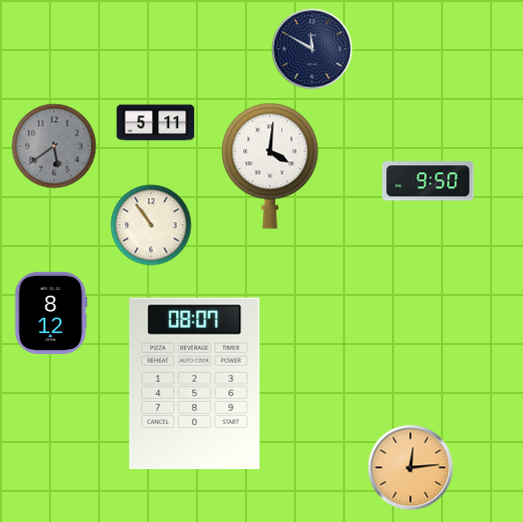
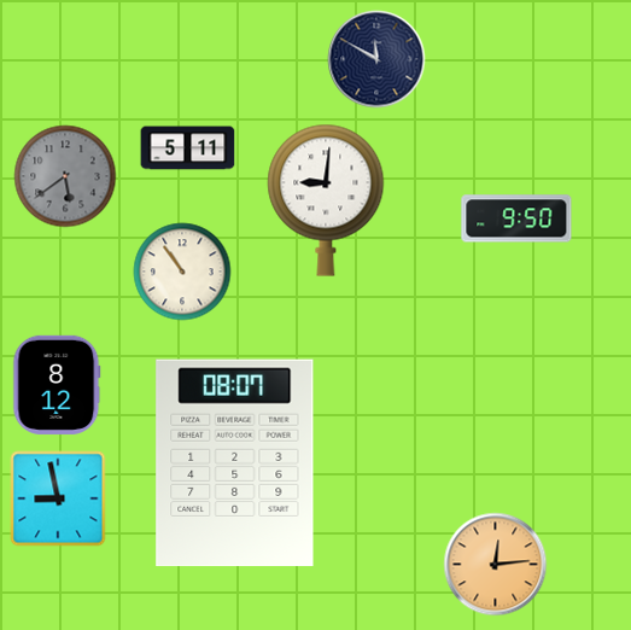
clock at (270, 166): 4:01 -> 9:01
clock at (51, 313) position: (51, 313) -> (57, 385)
clock at (58, 498): none -> 8:58
